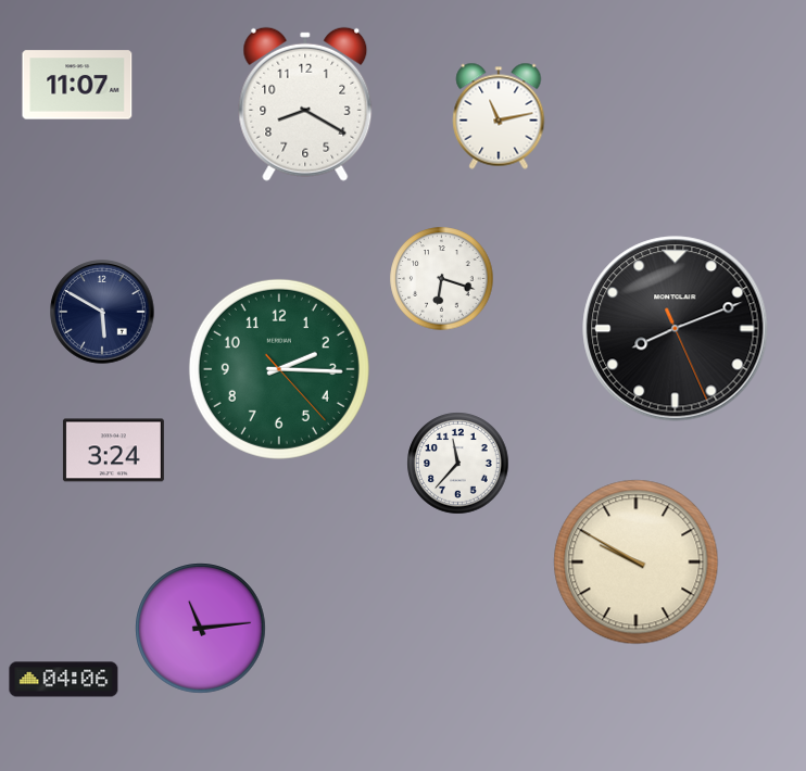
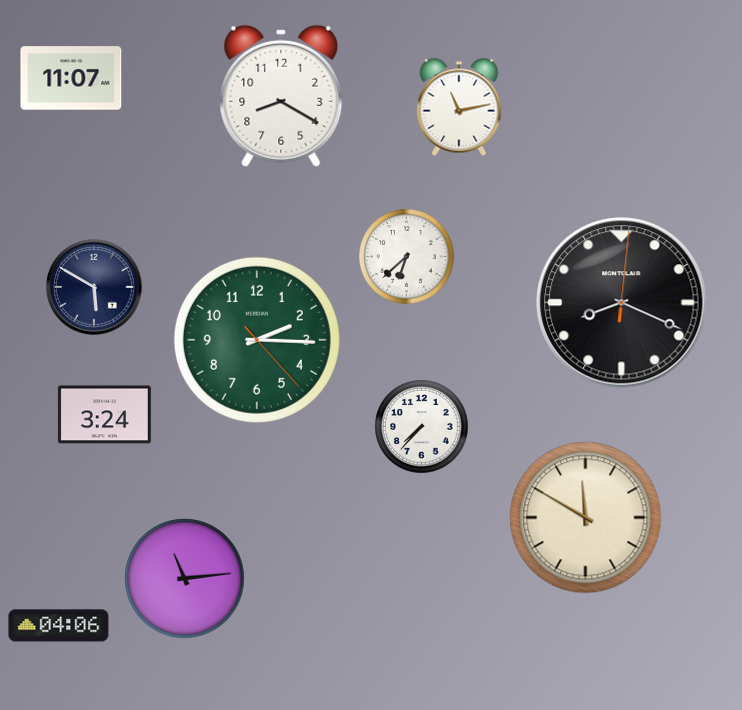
clock at (442, 279): 6:18 -> 6:38
clock at (676, 329): 8:11 -> 8:19
clock at (458, 464): 11:37 -> 7:37
clock at (637, 563): 9:50 -> 11:50
